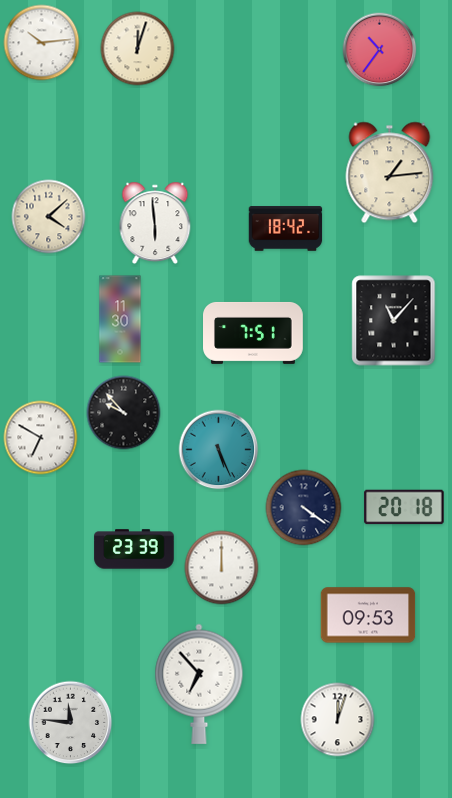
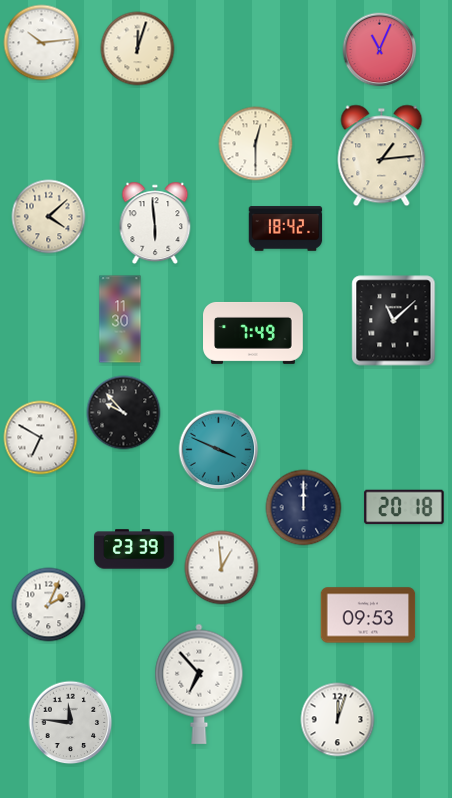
clock at (380, 50): 10:36 -> 11:04
clock at (256, 144): none -> 12:30
clock at (390, 173) position: (390, 173) -> (382, 156)
clock at (394, 321): 11:07 -> 11:08
clock at (254, 333): 7:51 -> 7:49
clock at (219, 450): 5:26 -> 3:49
clock at (304, 508): 4:21 -> 12:00
clock at (222, 568): 12:00 -> 12:59
clock at (49, 605): none -> 2:04
